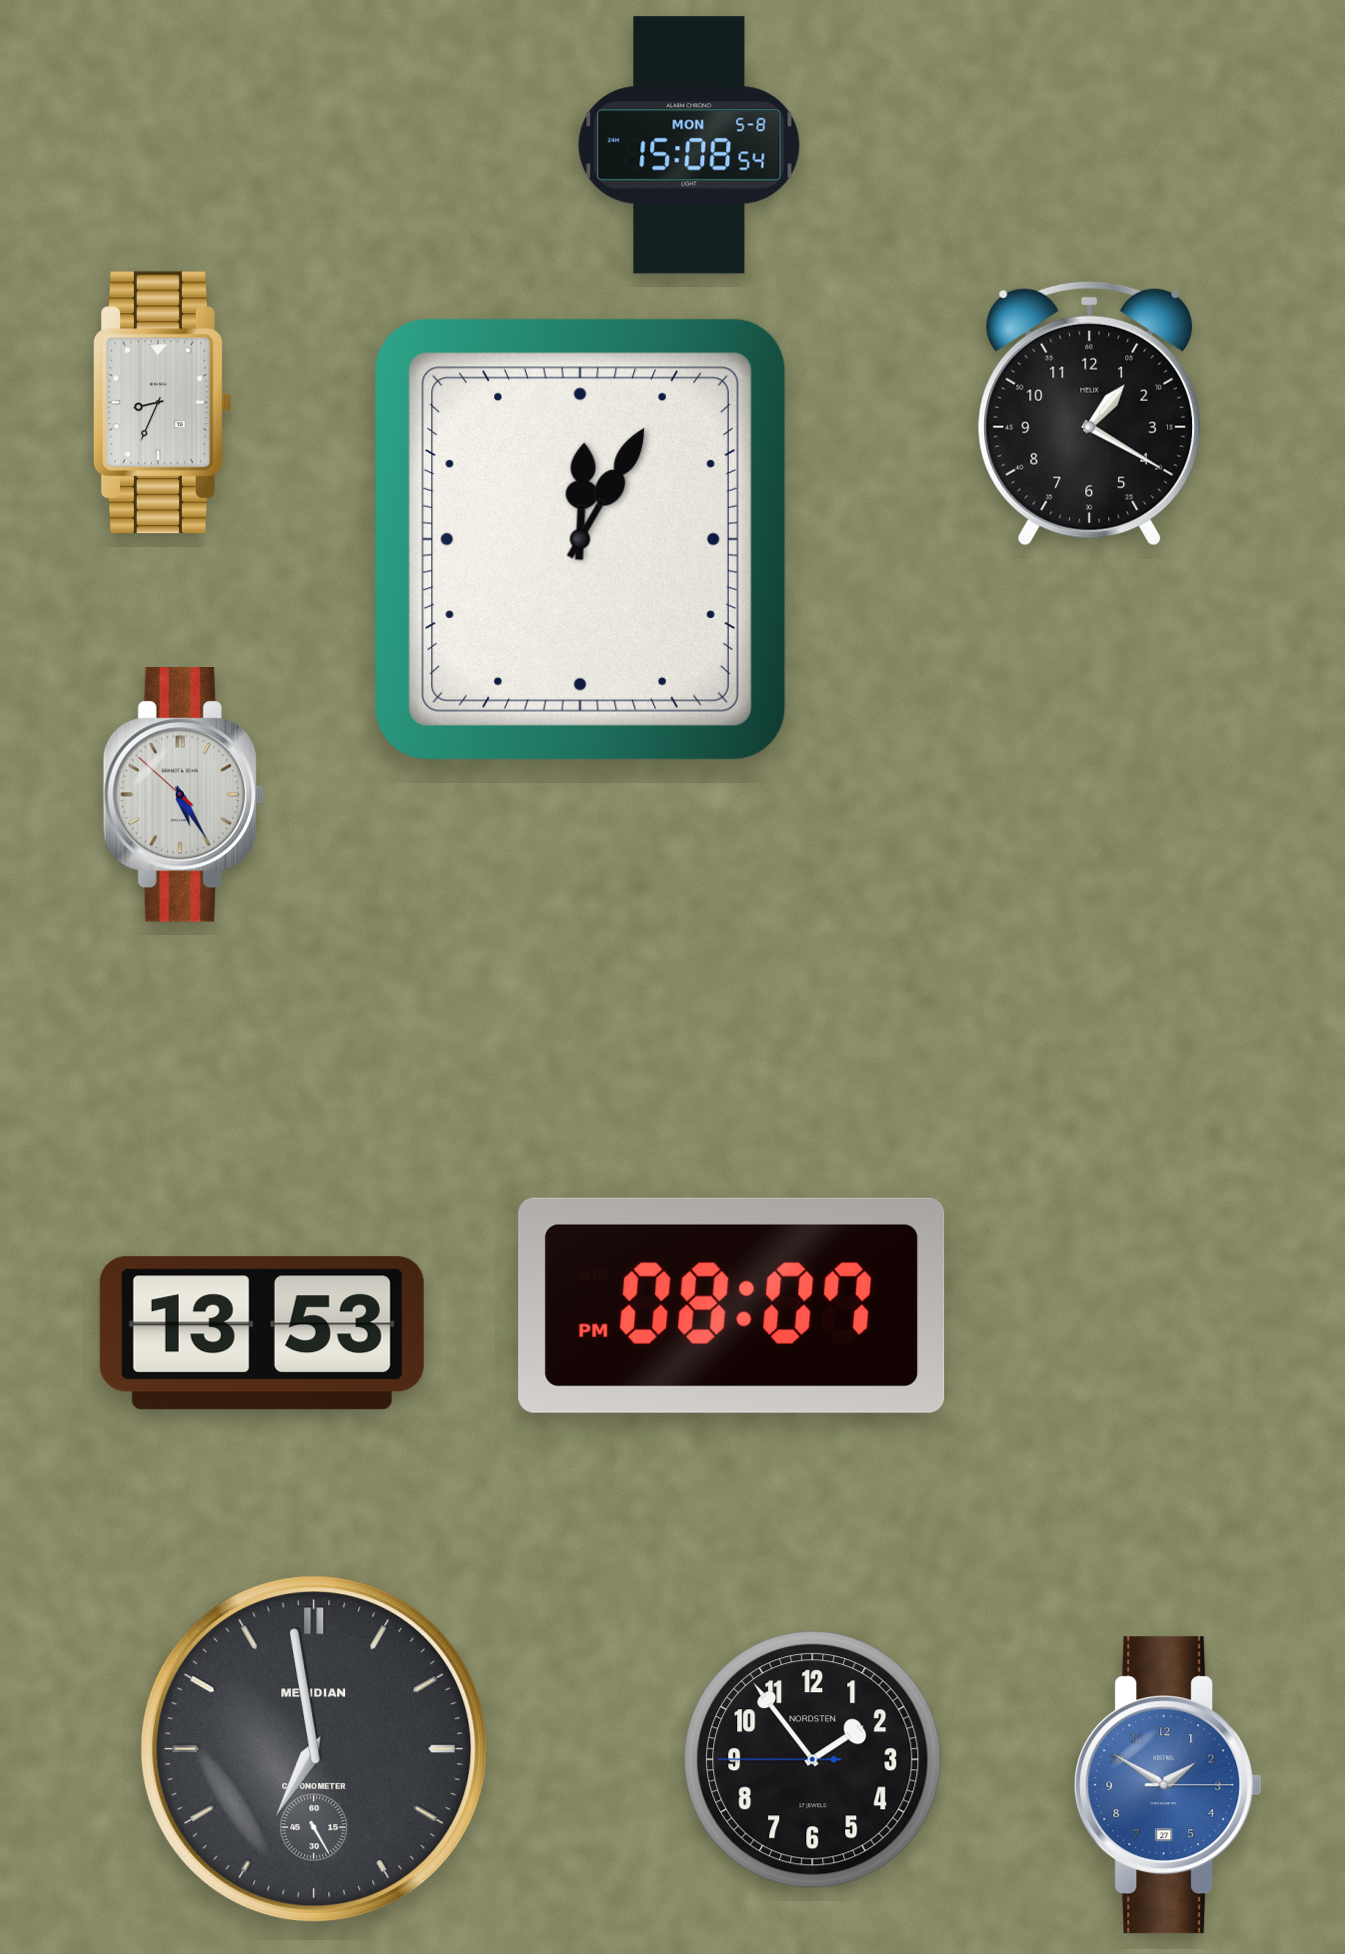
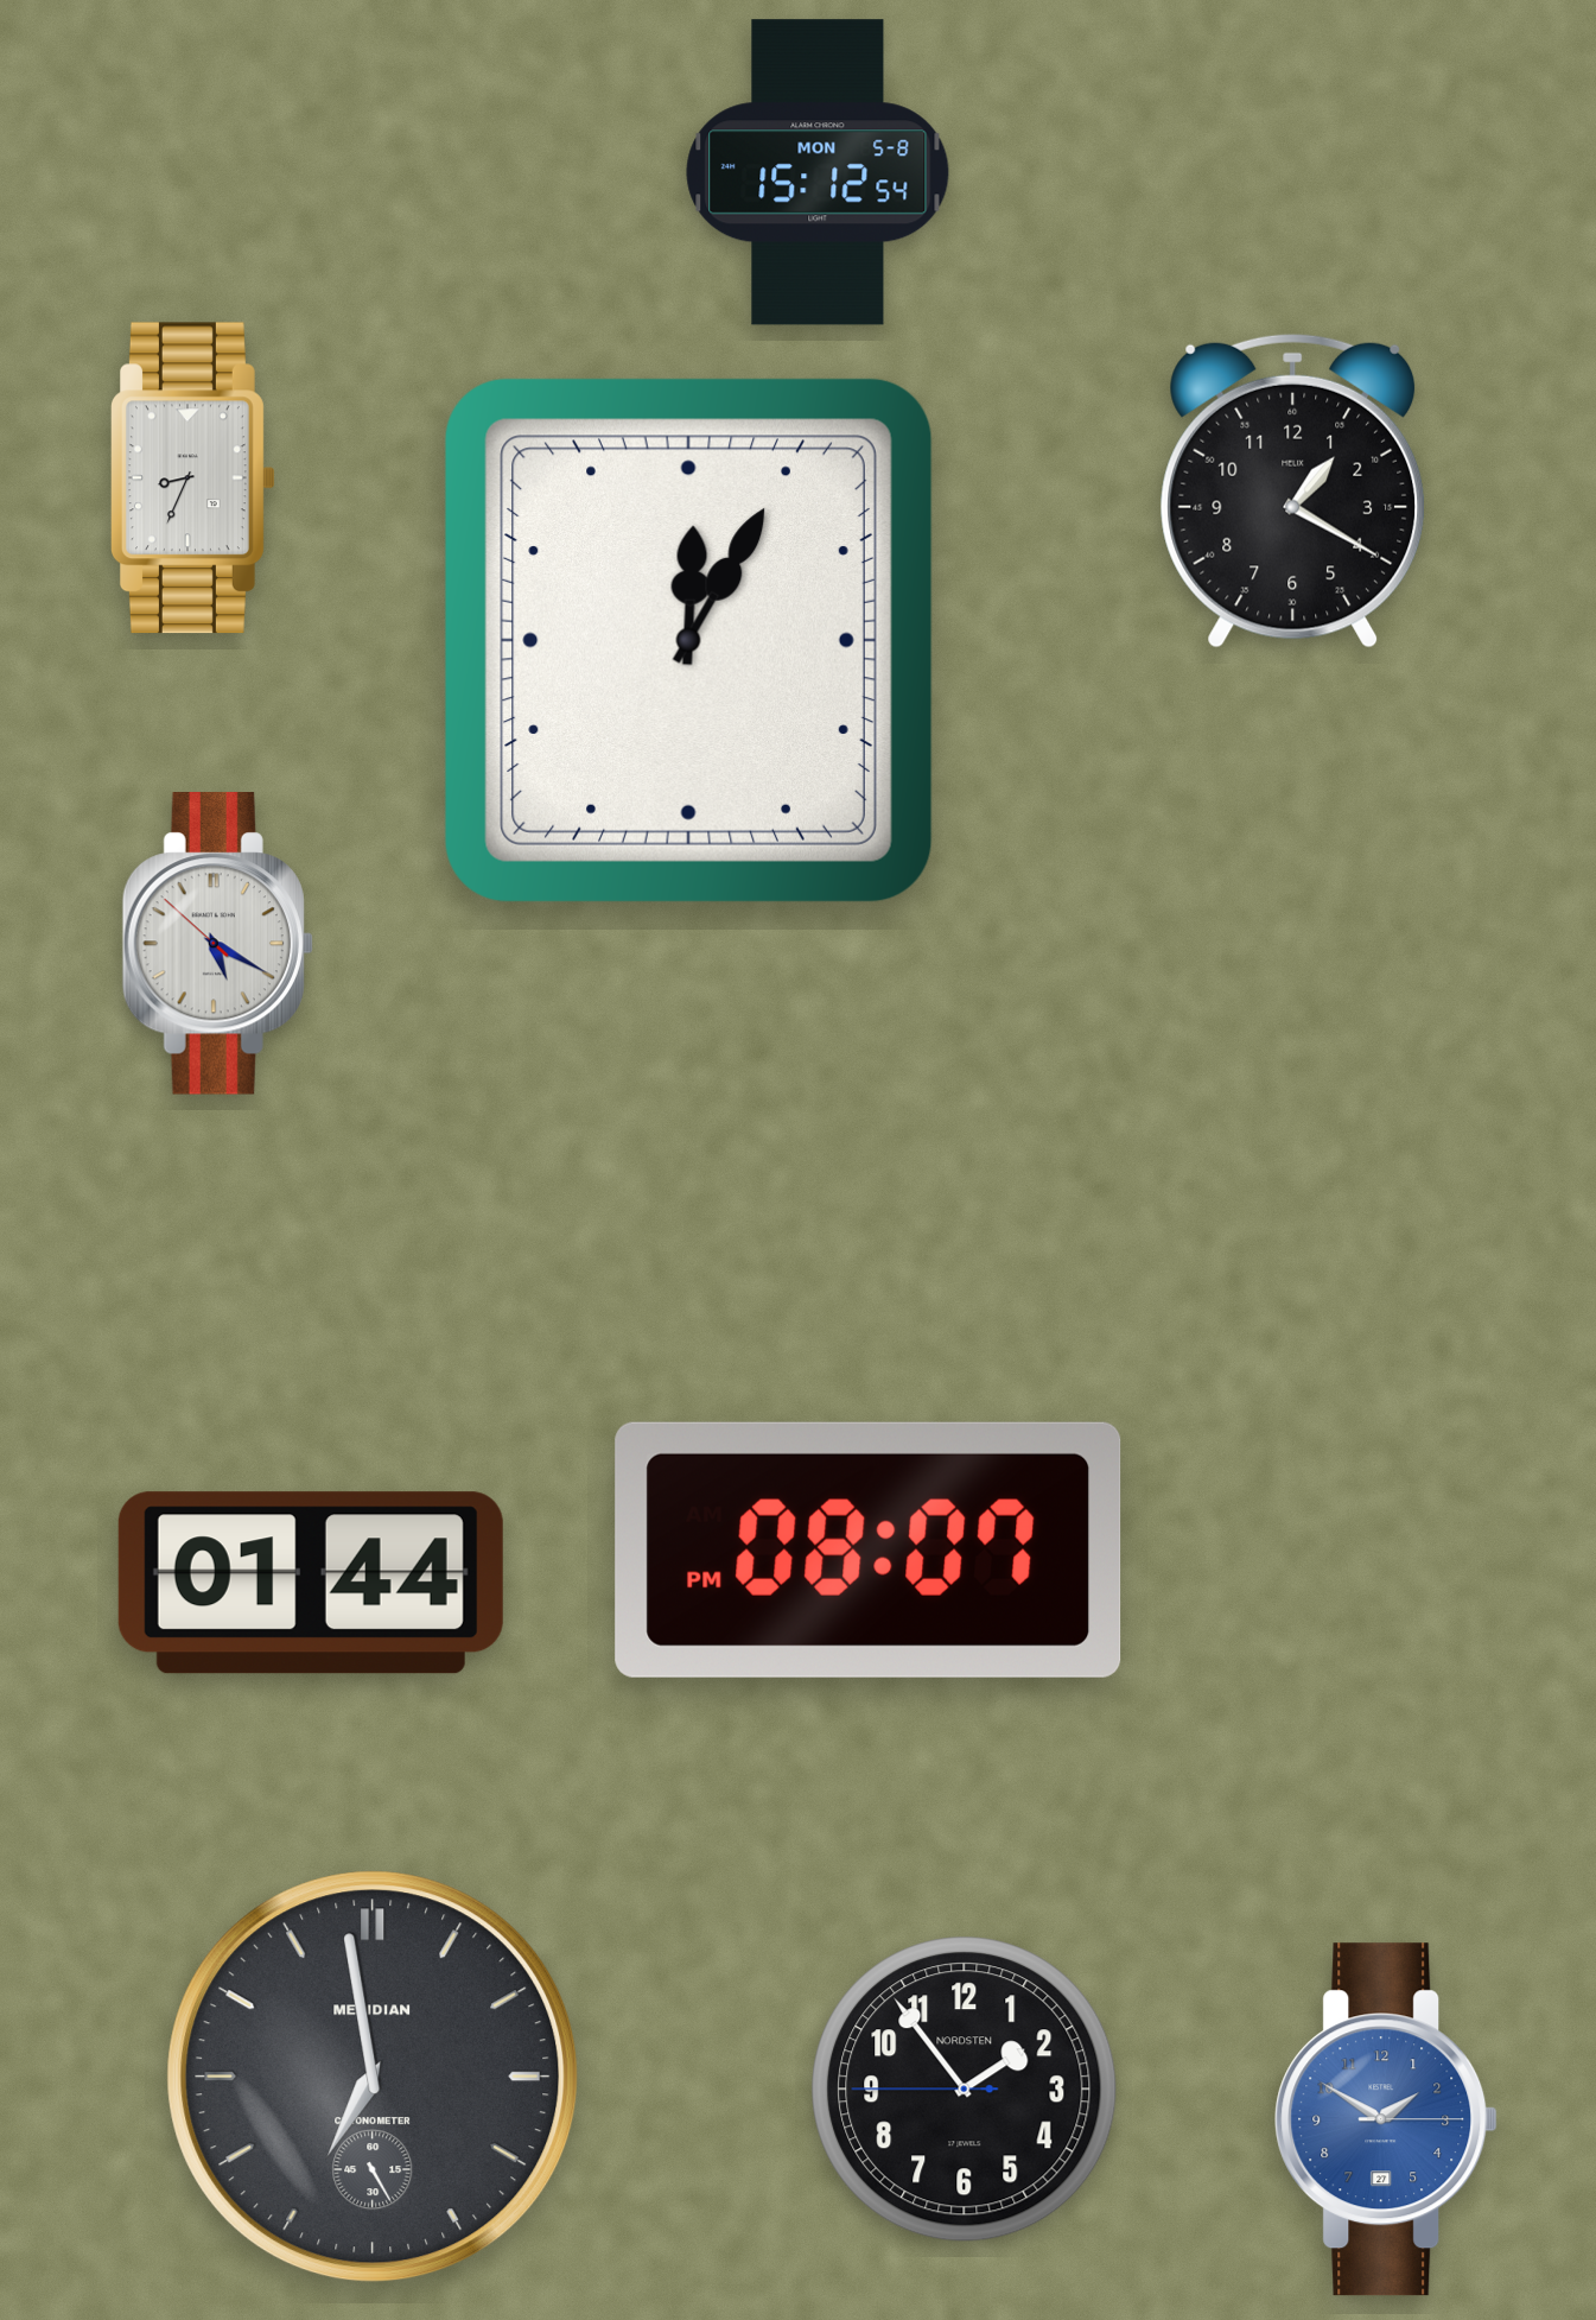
clock at (689, 145): 15:08 -> 15:12
clock at (183, 795): 5:24 -> 5:19
clock at (262, 1333): 13:53 -> 01:44
